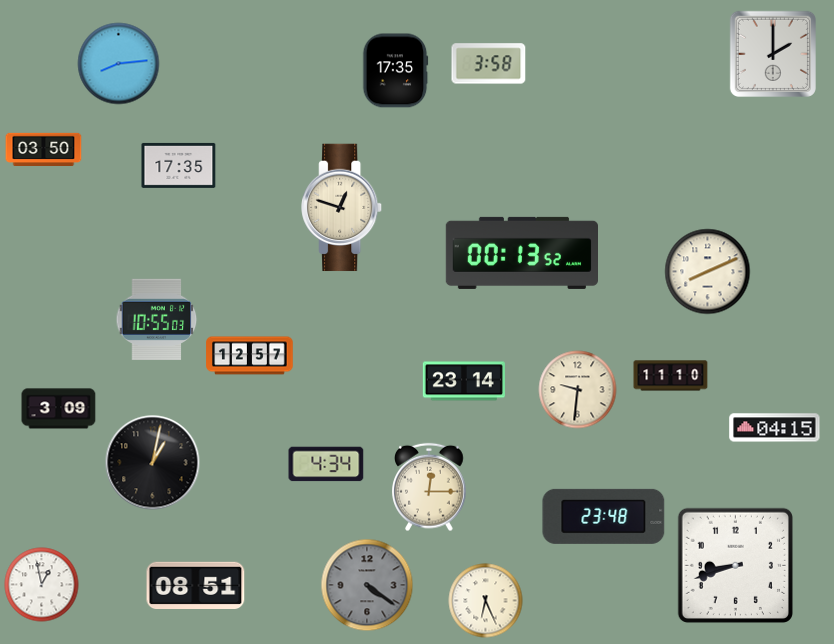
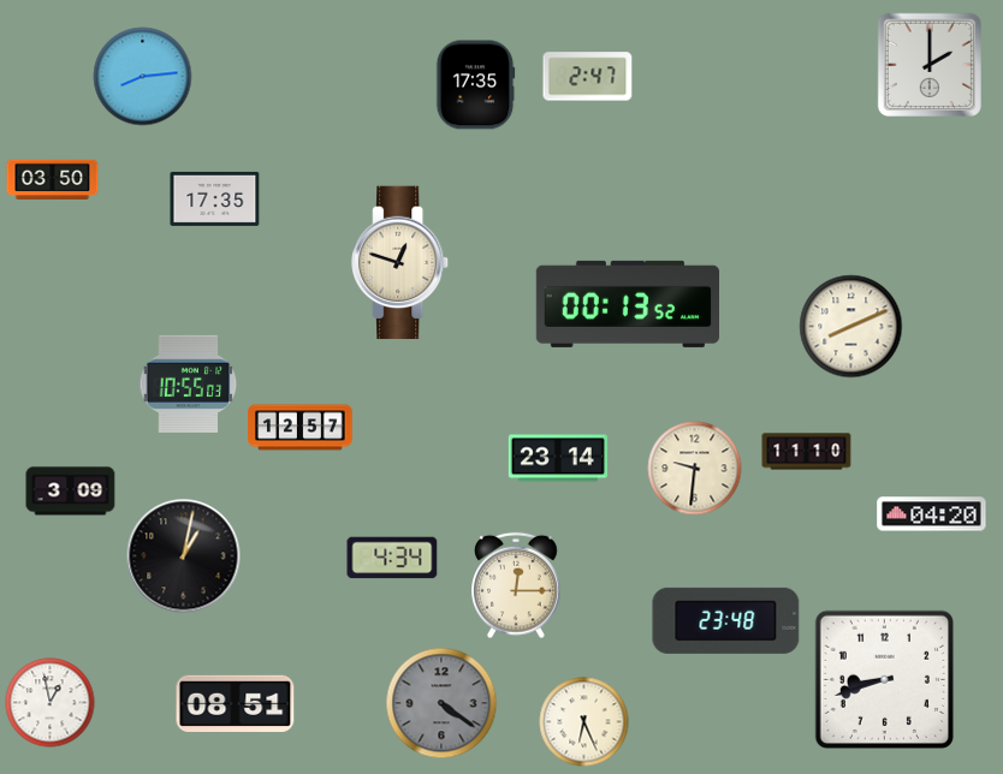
clock at (489, 64): 3:58 -> 2:47
clock at (342, 208) position: (342, 208) -> (400, 263)
clock at (775, 428): 04:15 -> 04:20
